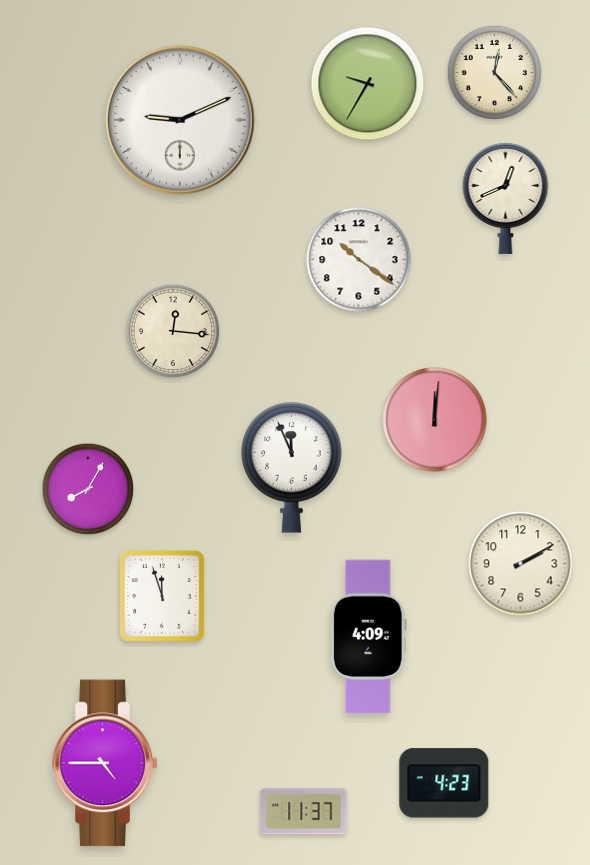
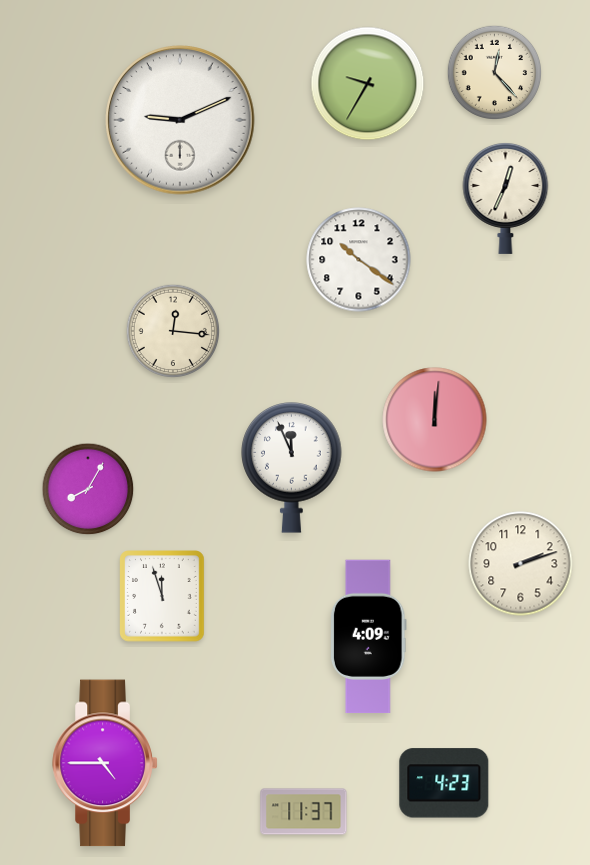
clock at (506, 198): 12:41 -> 12:34
clock at (521, 564): 2:10 -> 2:12
